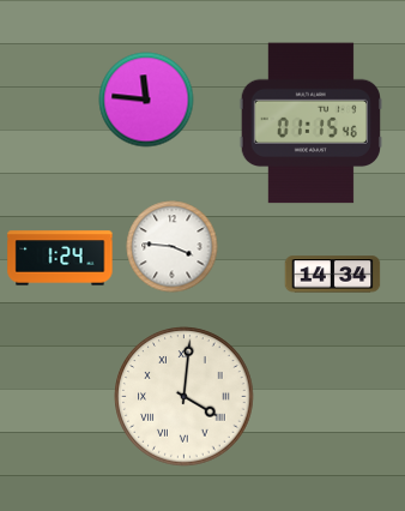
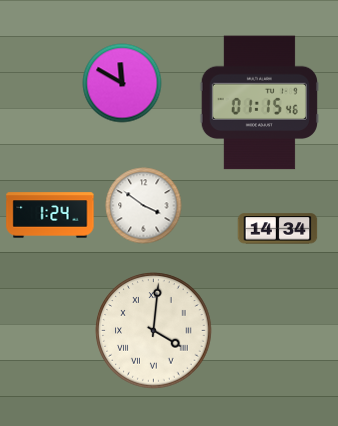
clock at (146, 100): 11:46 -> 11:50
clock at (173, 247): 3:46 -> 3:51
